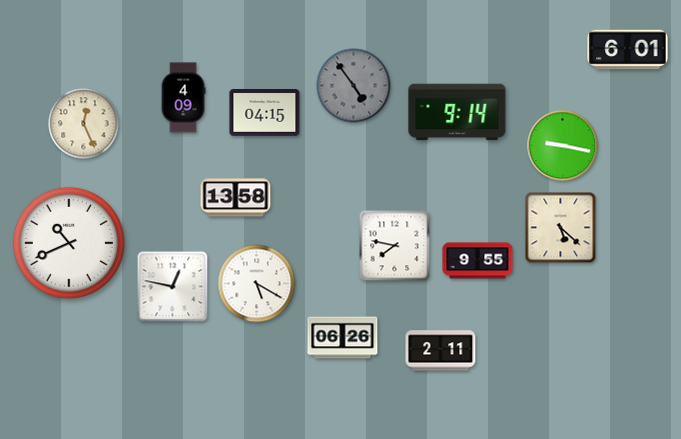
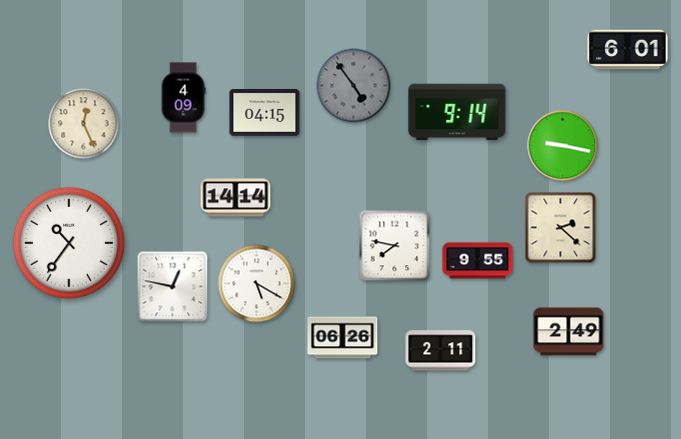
clock at (236, 198): 13:58 -> 14:14
clock at (561, 228): 5:22 -> 2:22
clock at (69, 243): 10:41 -> 10:36
clock at (569, 332): none -> 2:49
